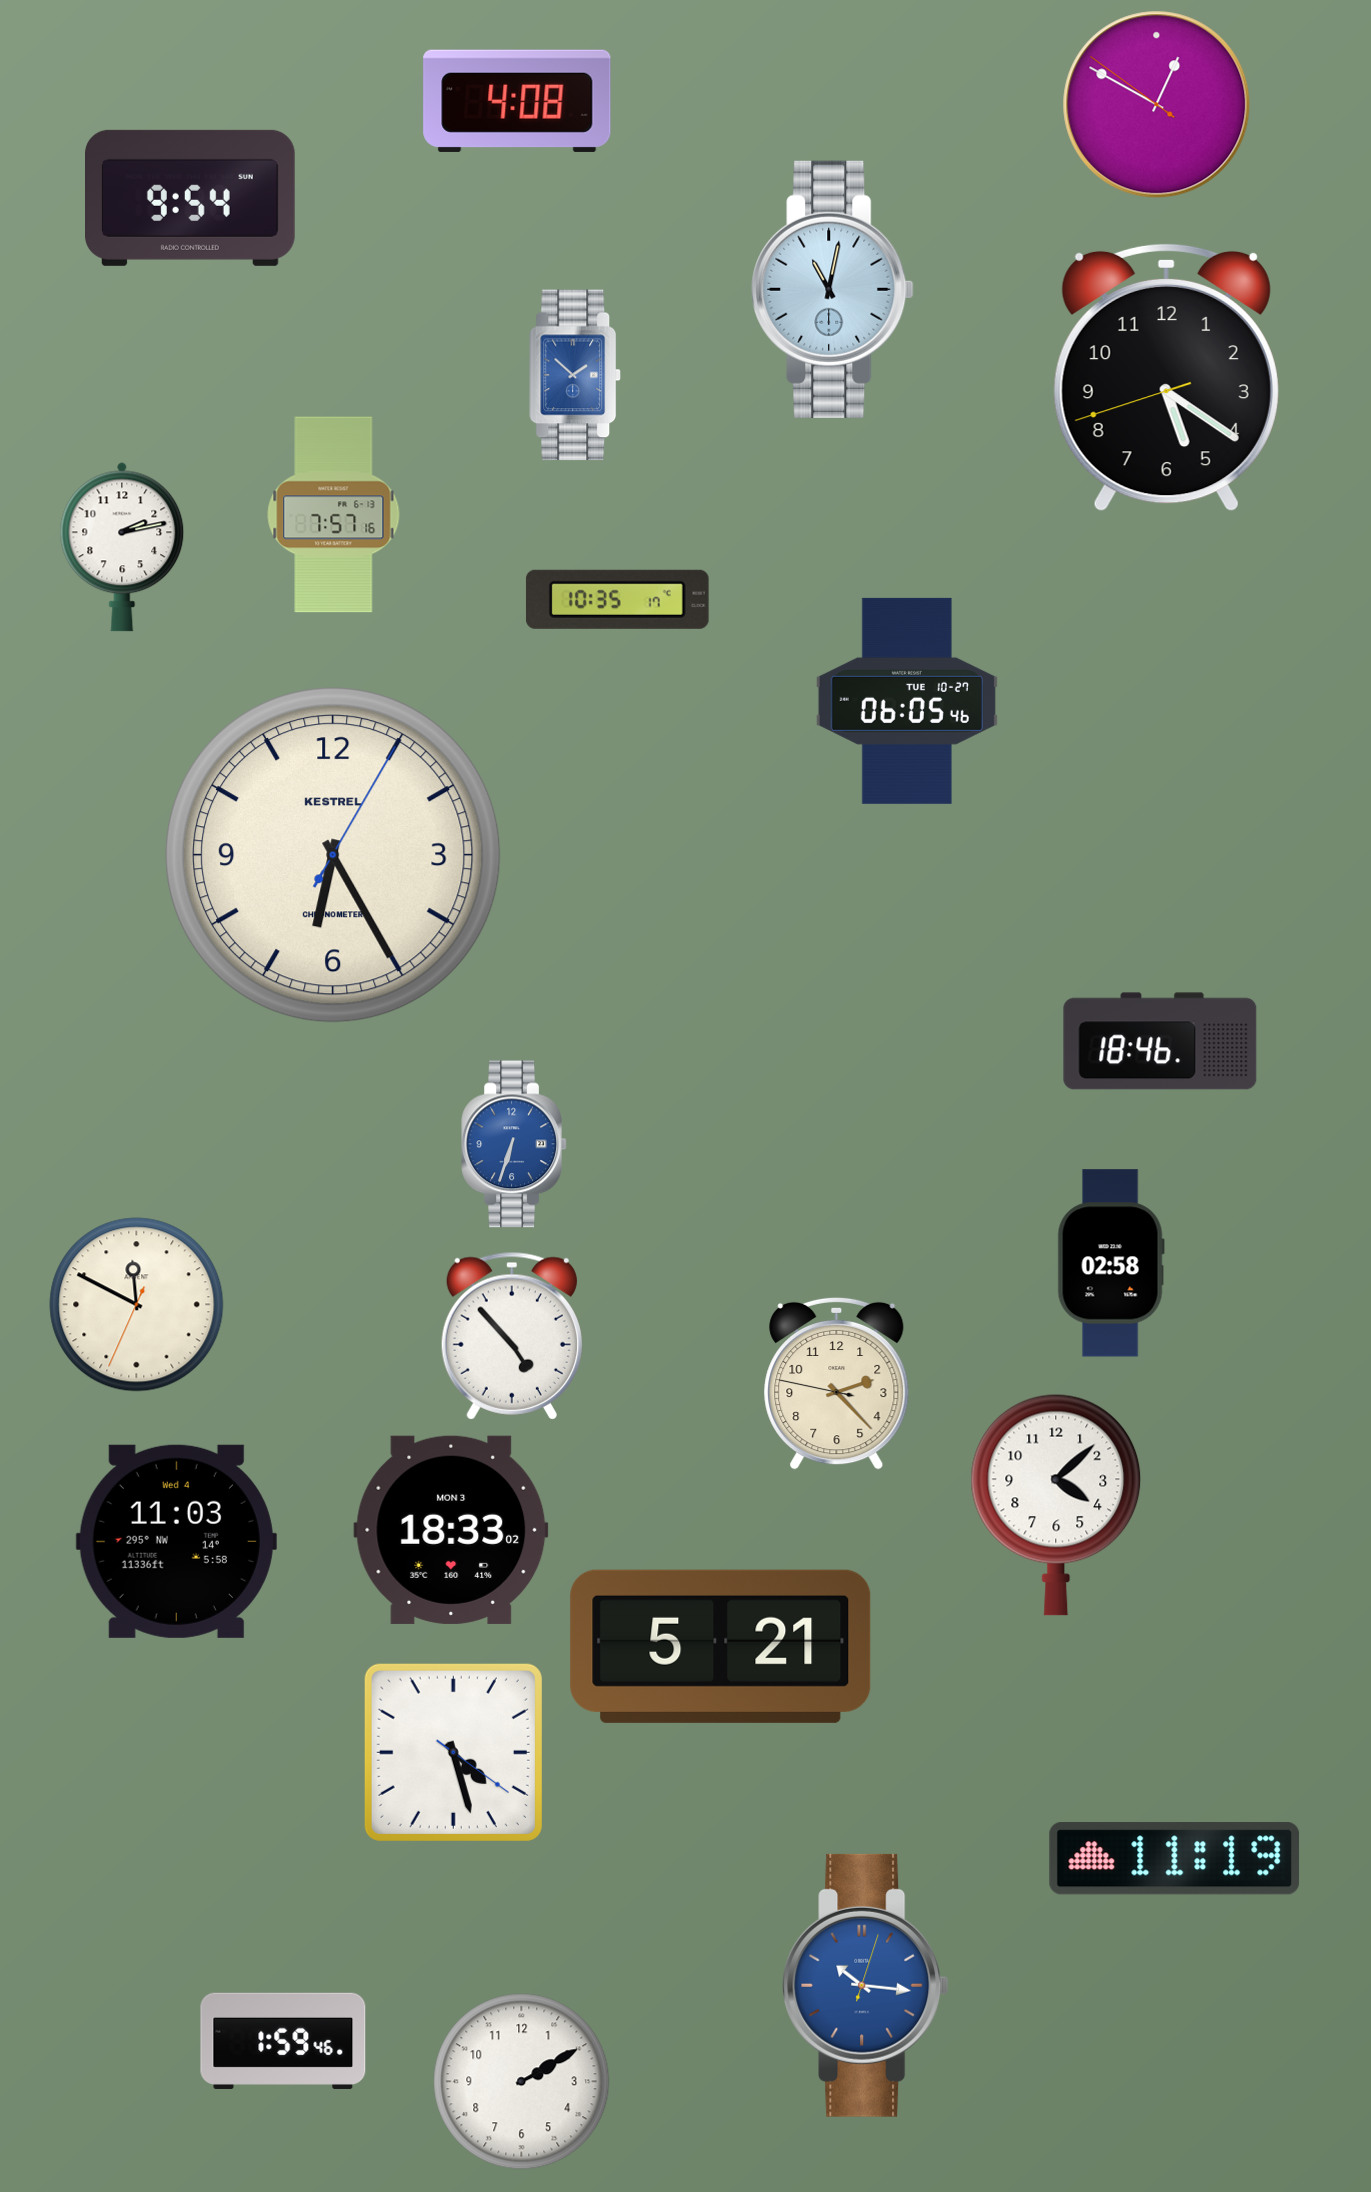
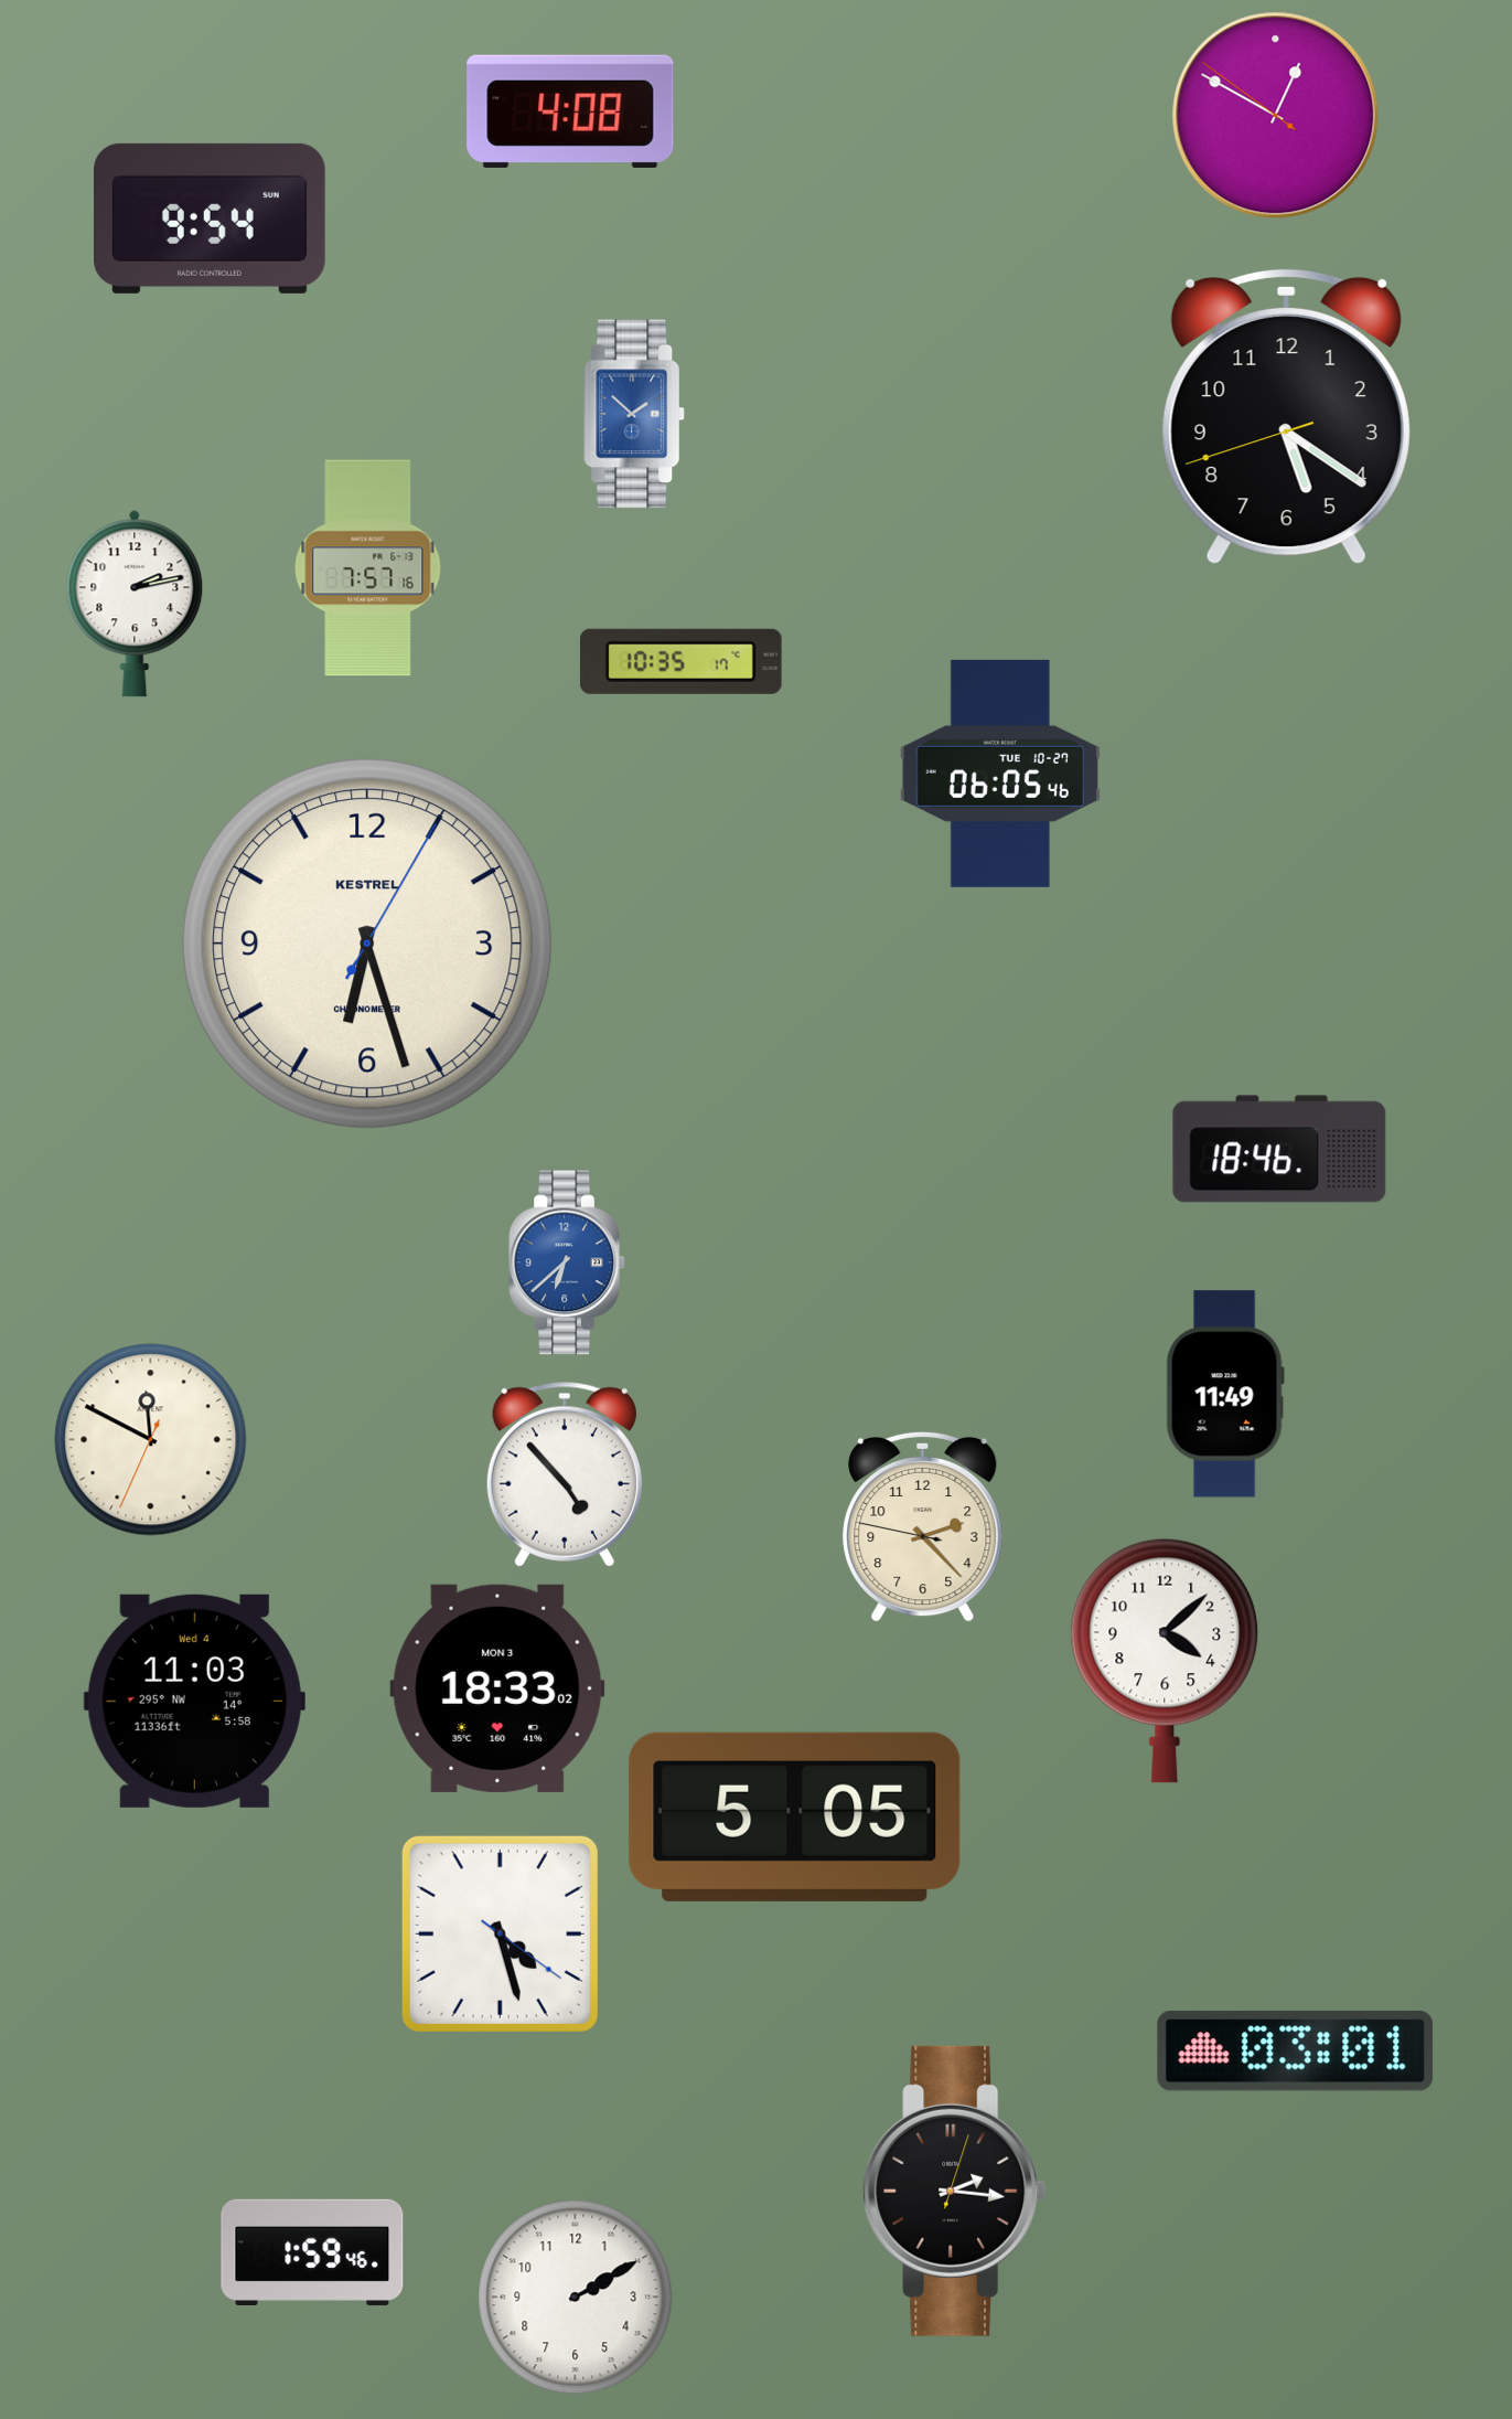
clock at (833, 289): 11:02 -> none
clock at (334, 856): 6:25 -> 6:27
clock at (514, 1144): 6:33 -> 6:38
clock at (1111, 1263): 02:58 -> 11:49
clock at (721, 1646): 5:21 -> 5:05
clock at (1175, 1859): 11:19 -> 03:01
clock at (866, 1985): 10:16 -> 2:16
clock at (866, 1985) dial: blue -> black
